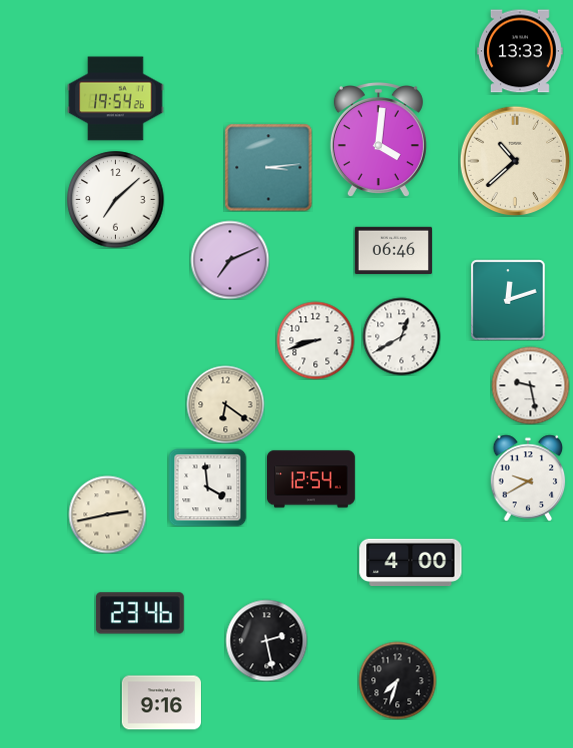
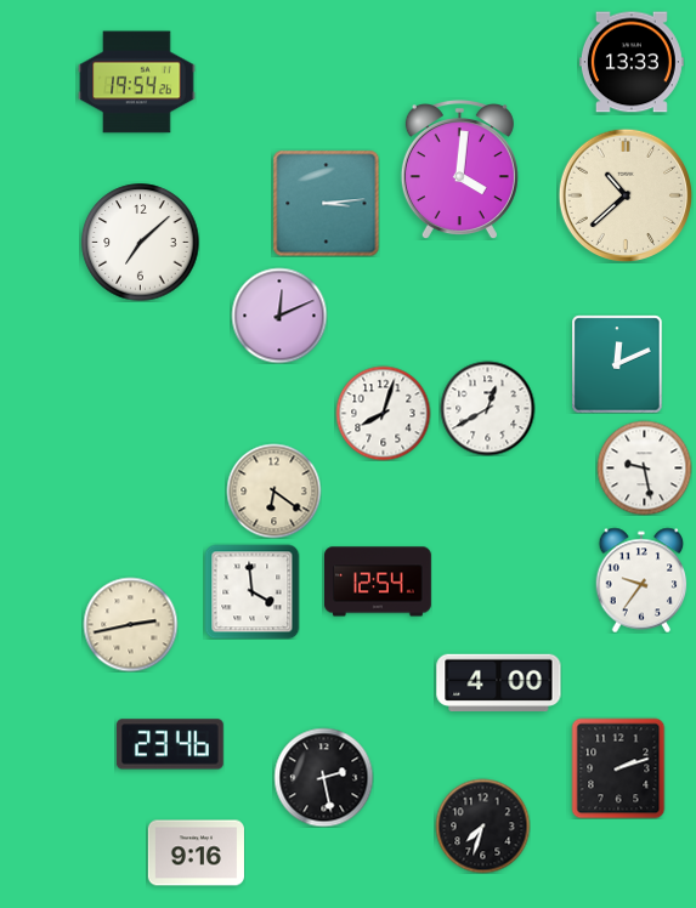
clock at (116, 99) position: (116, 99) -> (137, 83)
clock at (393, 251): 06:46 -> none
clock at (230, 260): 7:11 -> 12:11
clock at (508, 300): 12:12 -> 12:11
clock at (315, 340): 8:42 -> 8:03
clock at (528, 478): 9:40 -> 9:36
clock at (618, 768): none -> 2:12
